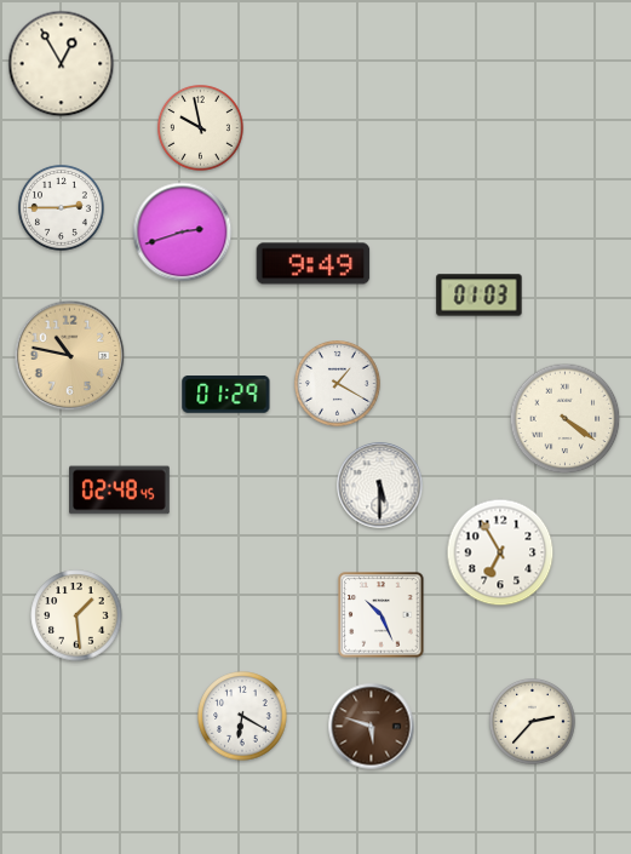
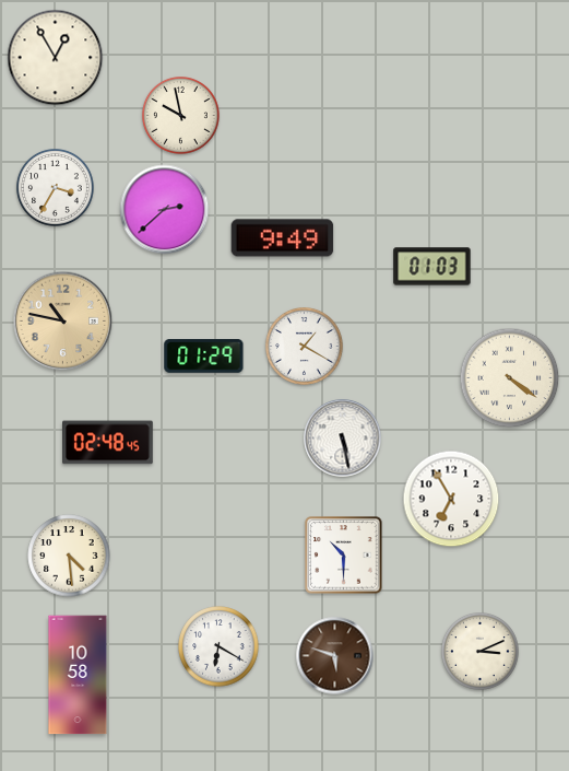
clock at (62, 208): 2:45 -> 3:35
clock at (183, 233): 2:42 -> 2:38
clock at (380, 486): 5:30 -> 5:28
clock at (76, 615): 1:29 -> 4:29
clock at (382, 615): 10:26 -> 10:30
clock at (533, 722): 2:37 -> 3:11
clock at (78, 675): none -> 10:58
